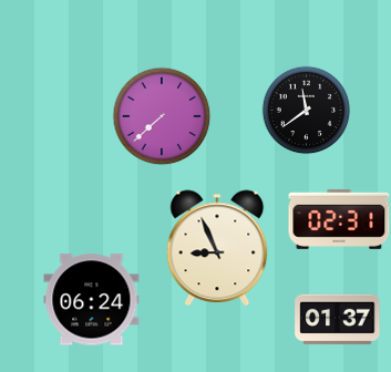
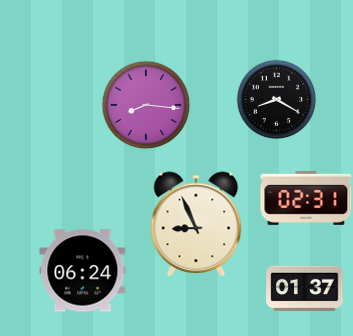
clock at (306, 110): 11:39 -> 8:20
clock at (162, 116): 7:38 -> 8:16
